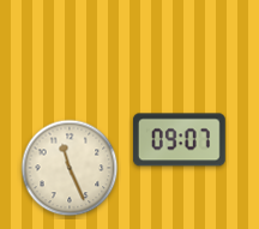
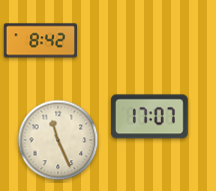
clock at (40, 41): none -> 8:42
clock at (179, 140): 09:07 -> 17:07
